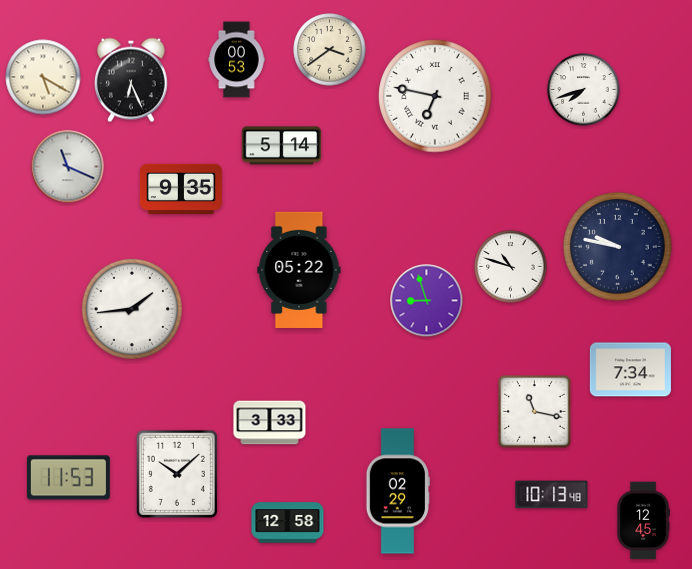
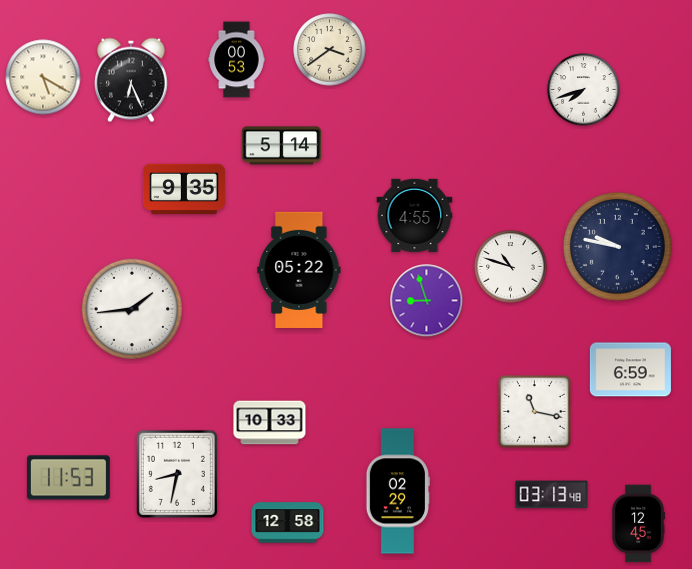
clock at (435, 96): 6:47 -> none
clock at (68, 167): 11:19 -> none
clock at (181, 189) position: (181, 189) -> (184, 189)
clock at (415, 216): none -> 4:55
clock at (630, 370): 7:34 -> 6:59
clock at (270, 423): 3:33 -> 10:33
clock at (177, 474): 10:08 -> 8:32
clock at (552, 495): 10:13 -> 03:13
clock at (643, 521) position: (643, 521) -> (638, 524)
